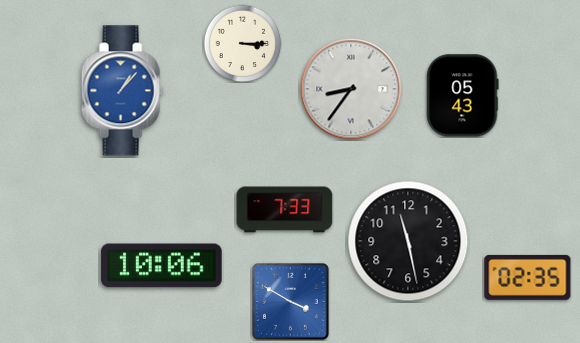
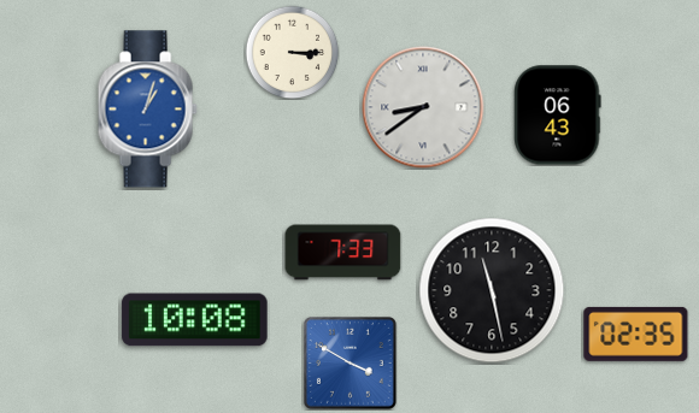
clock at (351, 89): 8:36 -> 8:39
clock at (122, 91): 1:07 -> 1:03
clock at (463, 96): 05:43 -> 06:43
clock at (162, 266): 10:06 -> 10:08
